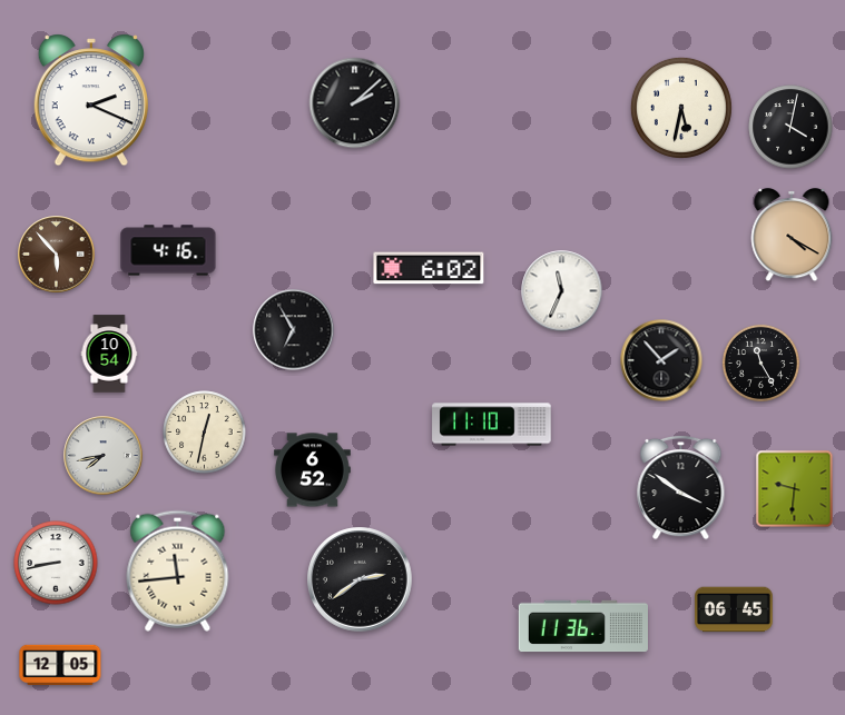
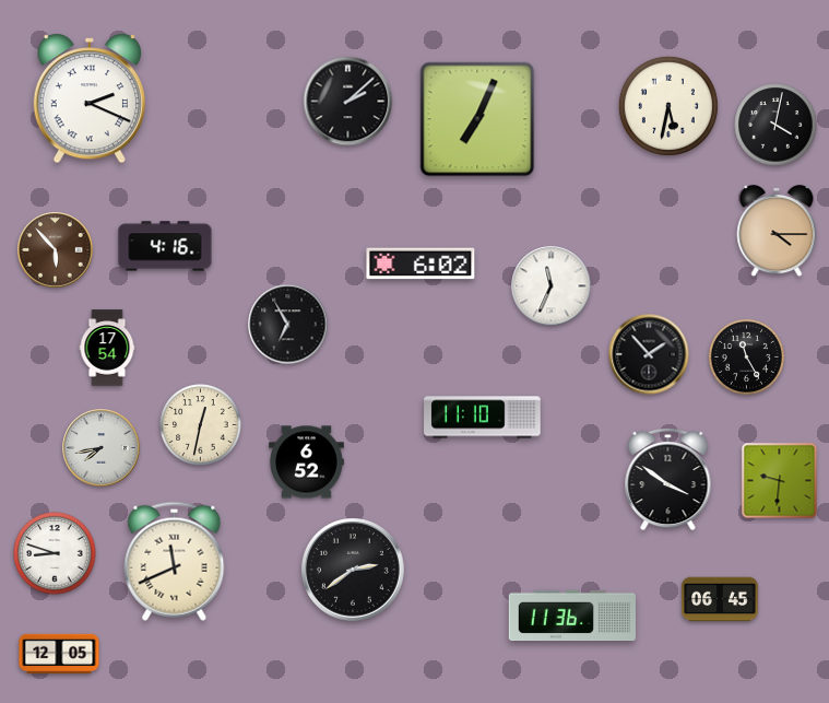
clock at (477, 119): none -> 7:04
clock at (792, 235): 4:20 -> 4:15
clock at (109, 354): 10:54 -> 17:54
clock at (56, 563): 8:43 -> 8:48
clock at (178, 570): 11:44 -> 11:41
